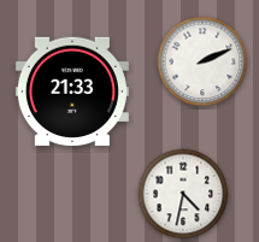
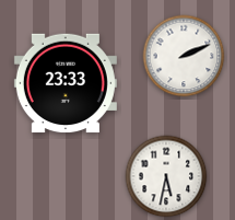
clock at (72, 92): 21:33 -> 23:33
clock at (183, 194): 4:32 -> 5:32
